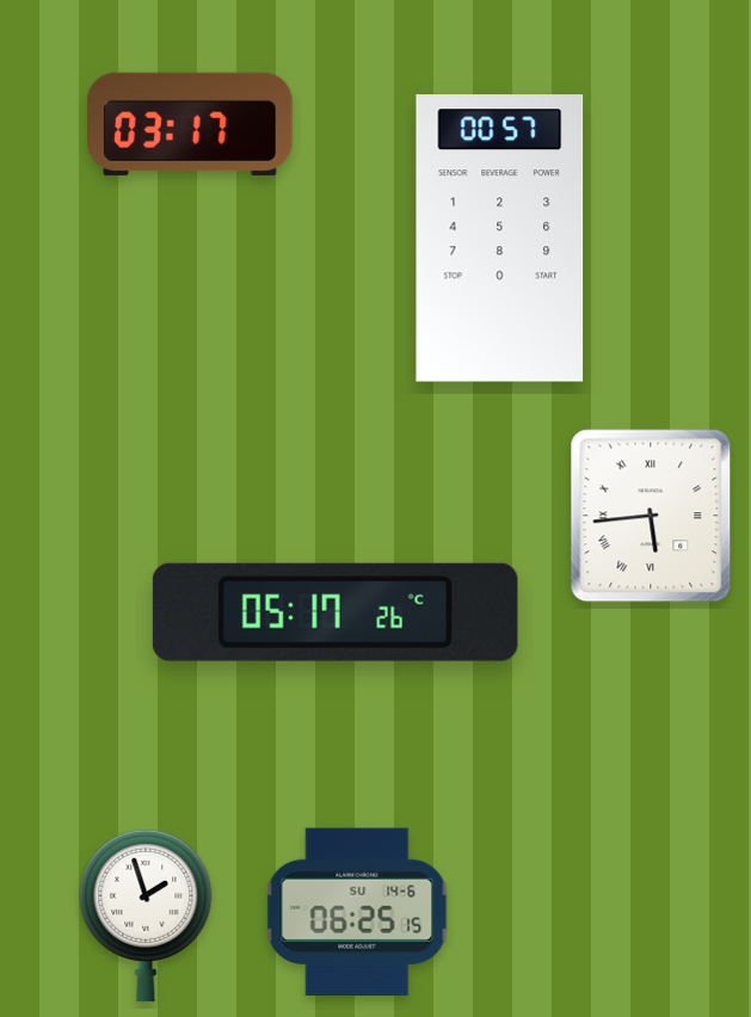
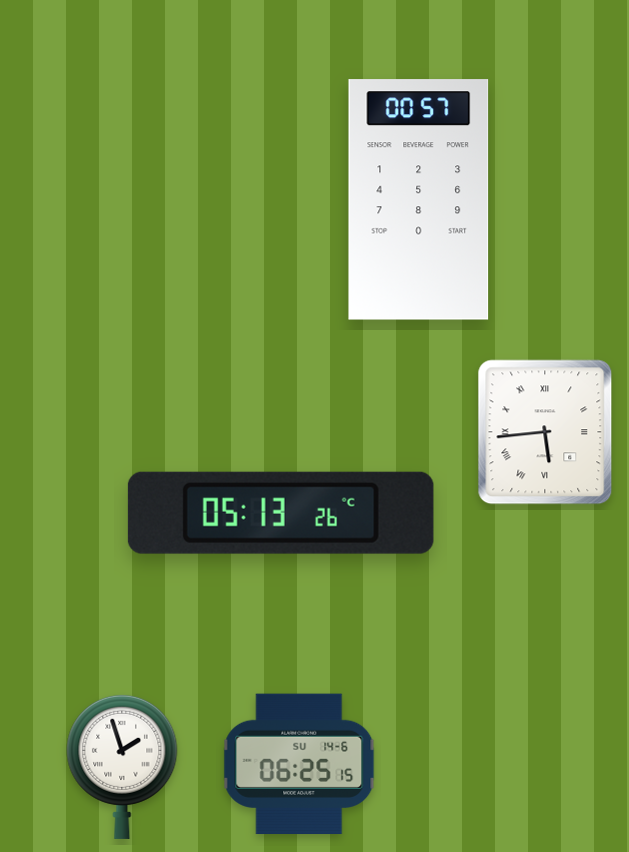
clock at (191, 124): 03:17 -> none
clock at (336, 612): 05:17 -> 05:13
